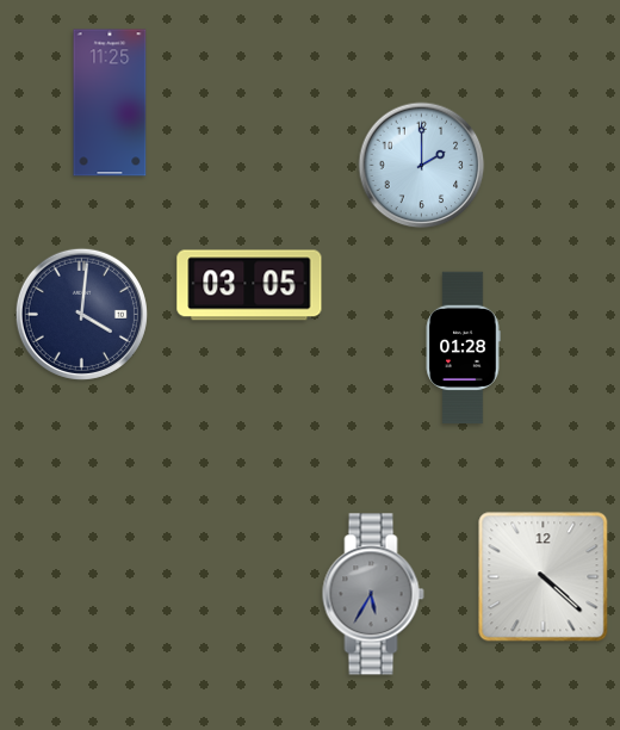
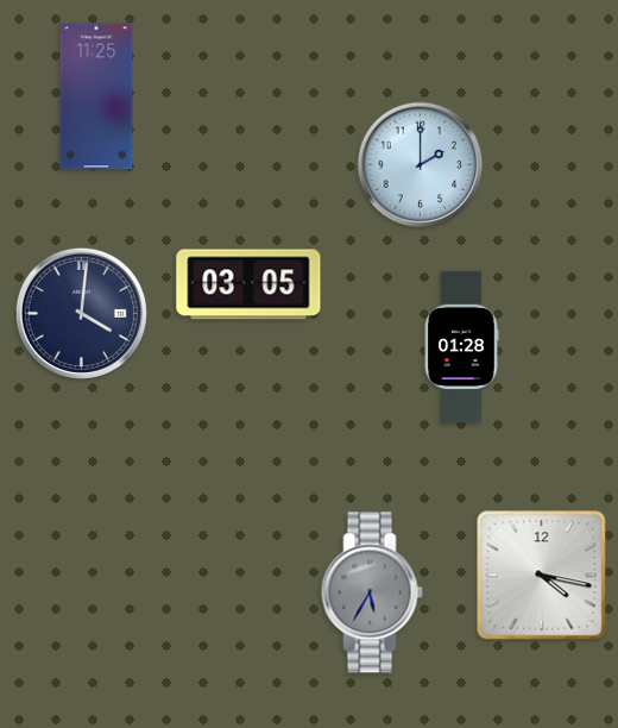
clock at (110, 103) position: (110, 103) -> (96, 96)
clock at (544, 577): 4:22 -> 4:17
